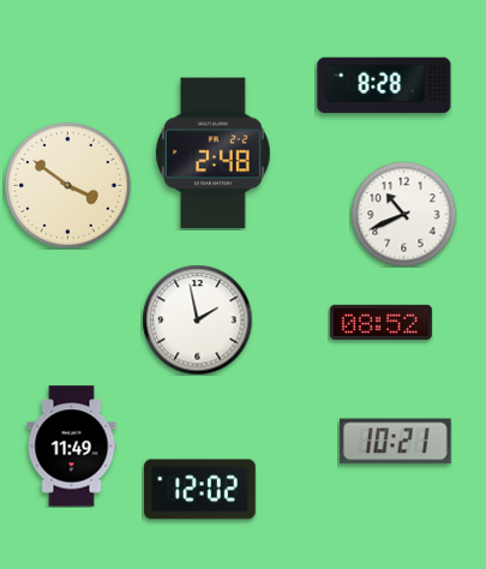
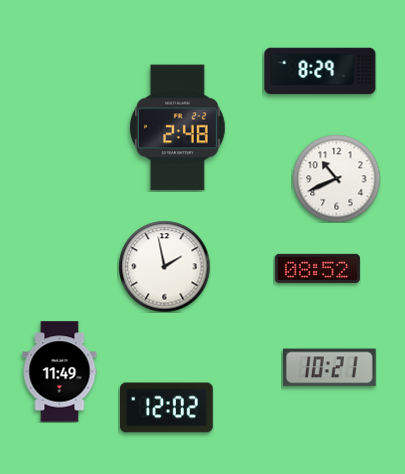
clock at (384, 85): 8:28 -> 8:29
clock at (67, 185): 3:51 -> none
